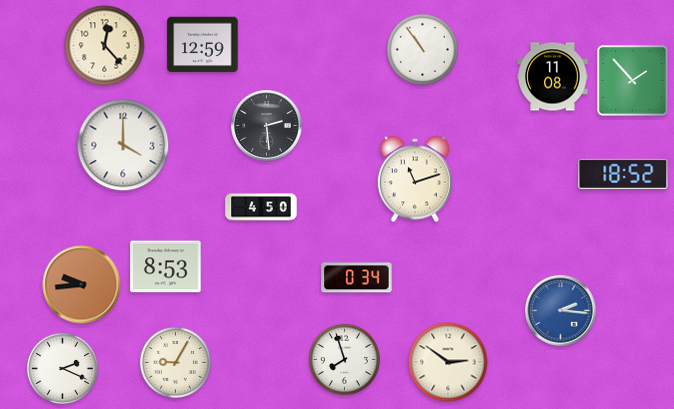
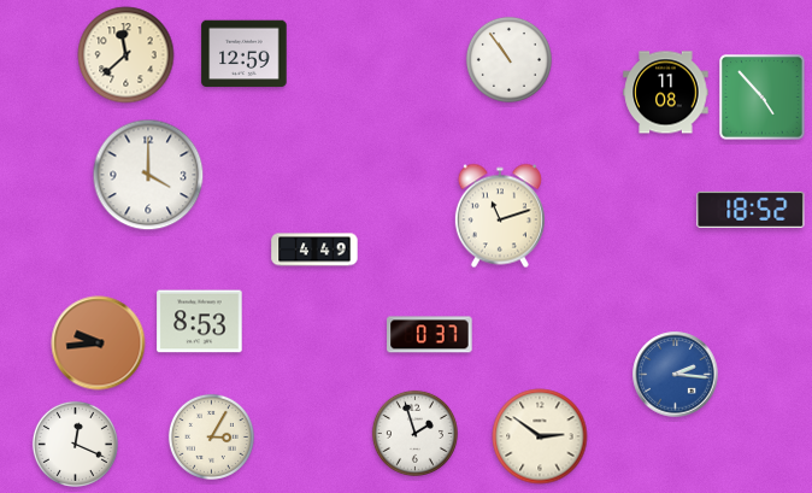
clock at (105, 46): 12:23 -> 11:38
clock at (633, 81): 1:53 -> 4:53
clock at (267, 126): 2:29 -> none
clock at (261, 207): 4:50 -> 4:49
clock at (357, 278): 0:34 -> 0:37
clock at (344, 359): 7:57 -> 1:57
clock at (175, 362): 9:05 -> 3:05
clock at (62, 368): 2:19 -> 12:19
